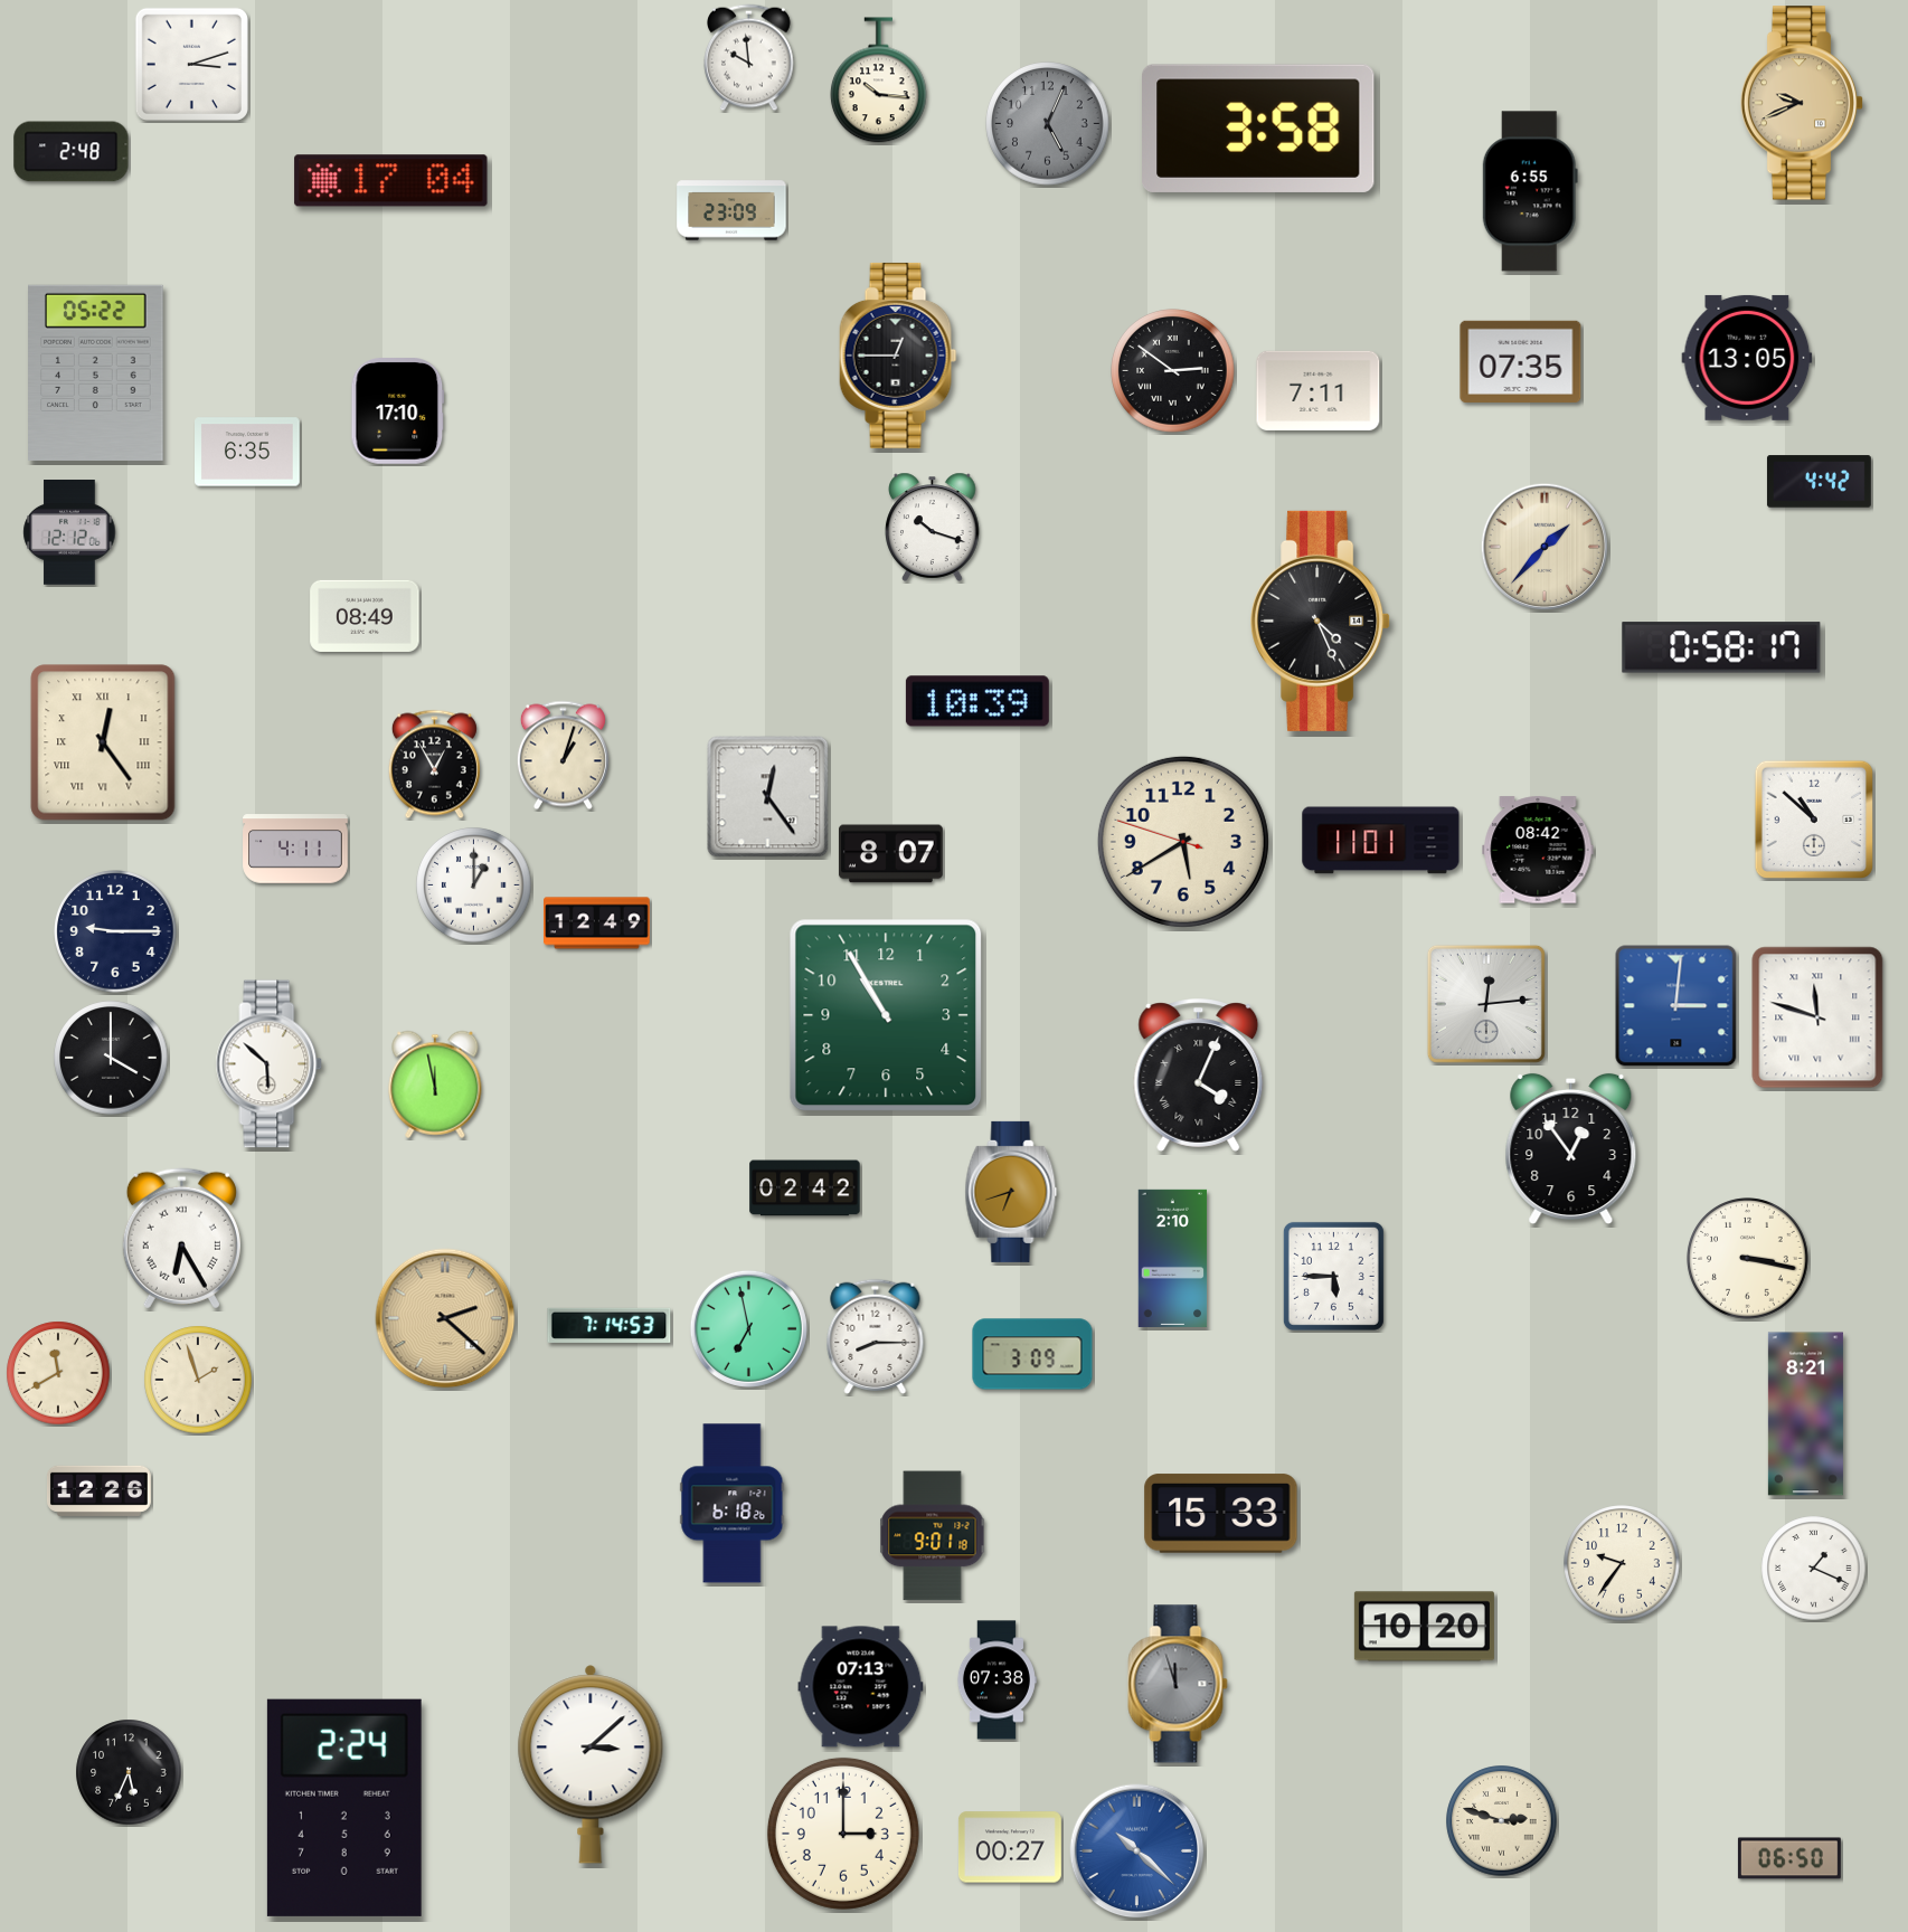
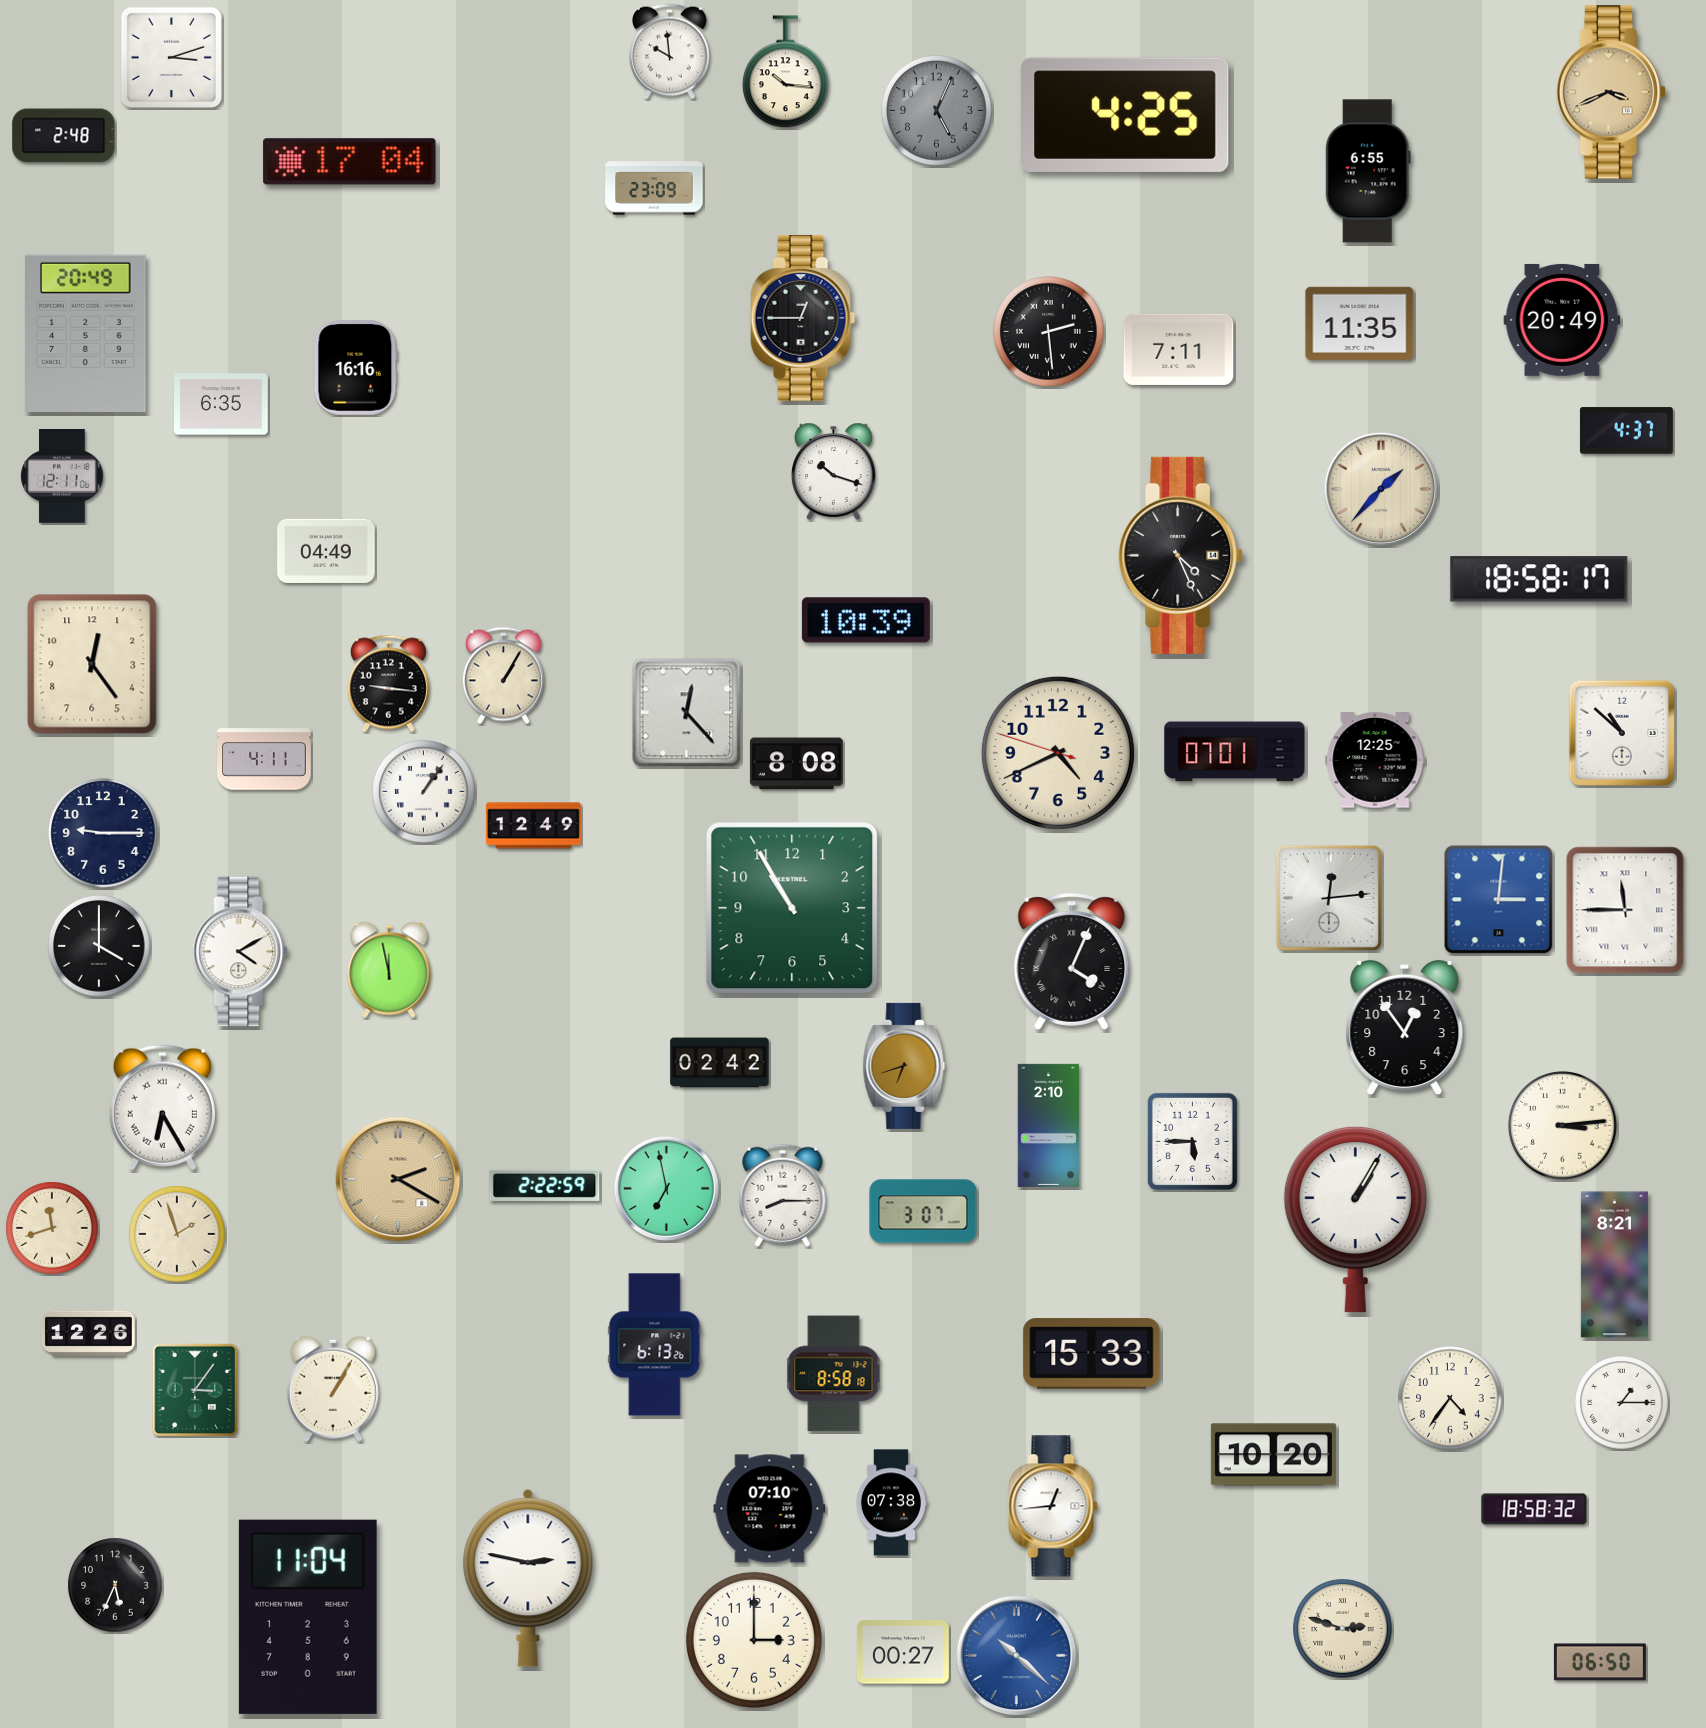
clock at (1802, 103): 9:41 -> 3:41
clock at (1259, 129): 3:58 -> 4:25
clock at (1747, 358): 13:05 -> 20:49
clock at (1521, 361): 07:35 -> 11:35
clock at (1173, 371): 2:51 -> 2:29
clock at (96, 372): 05:22 -> 20:49
clock at (398, 411): 17:10 -> 16:16
clock at (1819, 482): 4:42 -> 4:37
clock at (69, 533): 12:12 -> 12:11
clock at (365, 616): 08:49 -> 04:49
clock at (1721, 647): 0:58 -> 18:58
clock at (977, 701) position: (977, 701) -> (866, 620)
clock at (103, 742) numerals: Roman -> Arabic
clock at (563, 756): 1:03 -> 1:05
clock at (434, 765): 12:55 -> 9:16
clock at (768, 797): 12:24 -> 12:23
clock at (1381, 841): 11:01 -> 07:01
clock at (1183, 842): 5:39 -> 4:40
clock at (1538, 850): 08:42 -> 12:25
clock at (890, 854): 8:07 -> 8:08
clock at (474, 885): 1:00 -> 1:06
clock at (1817, 1017): 11:48 -> 11:45
clock at (270, 1064): 5:52 -> 4:10
clock at (1748, 1259): 3:17 -> 3:14
clock at (445, 1318): 2:22 -> 2:20
clock at (610, 1325): 7:14 -> 2:22
clock at (748, 1328) position: (748, 1328) -> (666, 1188)
clock at (1032, 1354): 3:09 -> 3:07
clock at (1355, 1219): none -> 1:05
clock at (58, 1373): 11:40 -> 11:42
clock at (733, 1504): 6:18 -> 6:13
clock at (933, 1536): 9:01 -> 8:58
clock at (333, 1389): none -> 1:05
clock at (195, 1390): none -> 3:06
clock at (1622, 1563): 9:36 -> 4:36
clock at (1814, 1569): 1:19 -> 1:15
clock at (1178, 1684): 11:57 -> 12:44
clock at (1178, 1684) dial: grey -> white
clock at (861, 1687): 07:13 -> 07:10
clock at (1534, 1509): none -> 18:58
clock at (591, 1764): 3:08 -> 2:47
clock at (344, 1808): 2:24 -> 11:04
